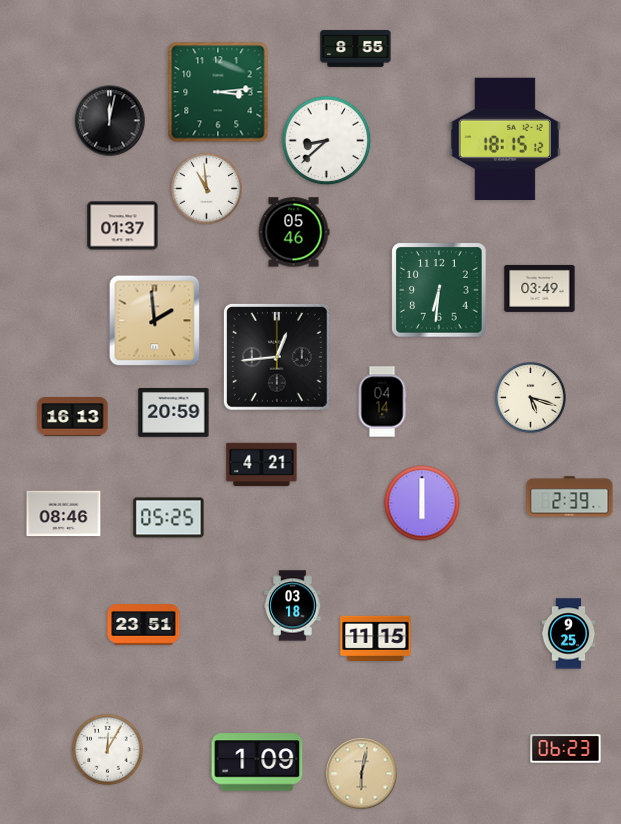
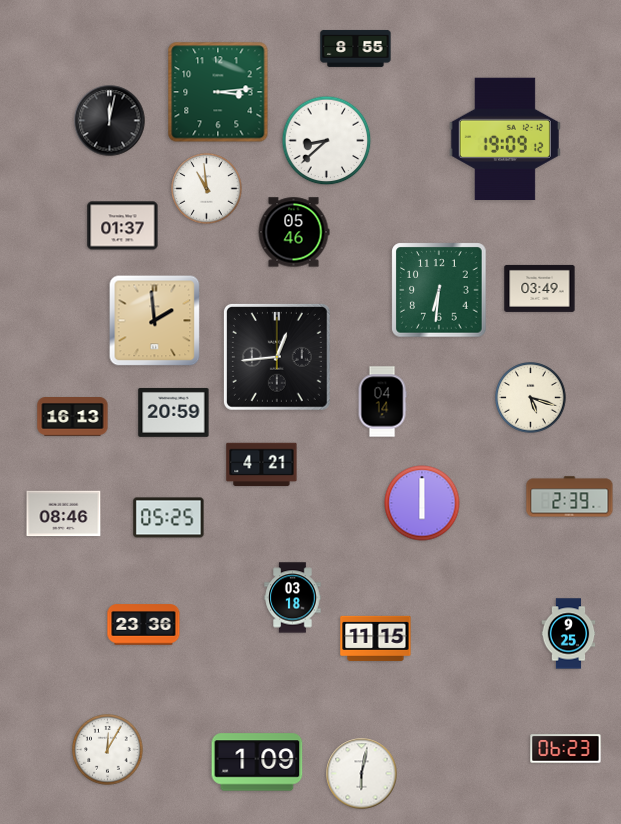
clock at (505, 138): 18:15 -> 19:09
clock at (293, 606) position: (293, 606) -> (293, 598)
clock at (144, 625): 23:51 -> 23:36
clock at (362, 774) dial: champagne -> white
